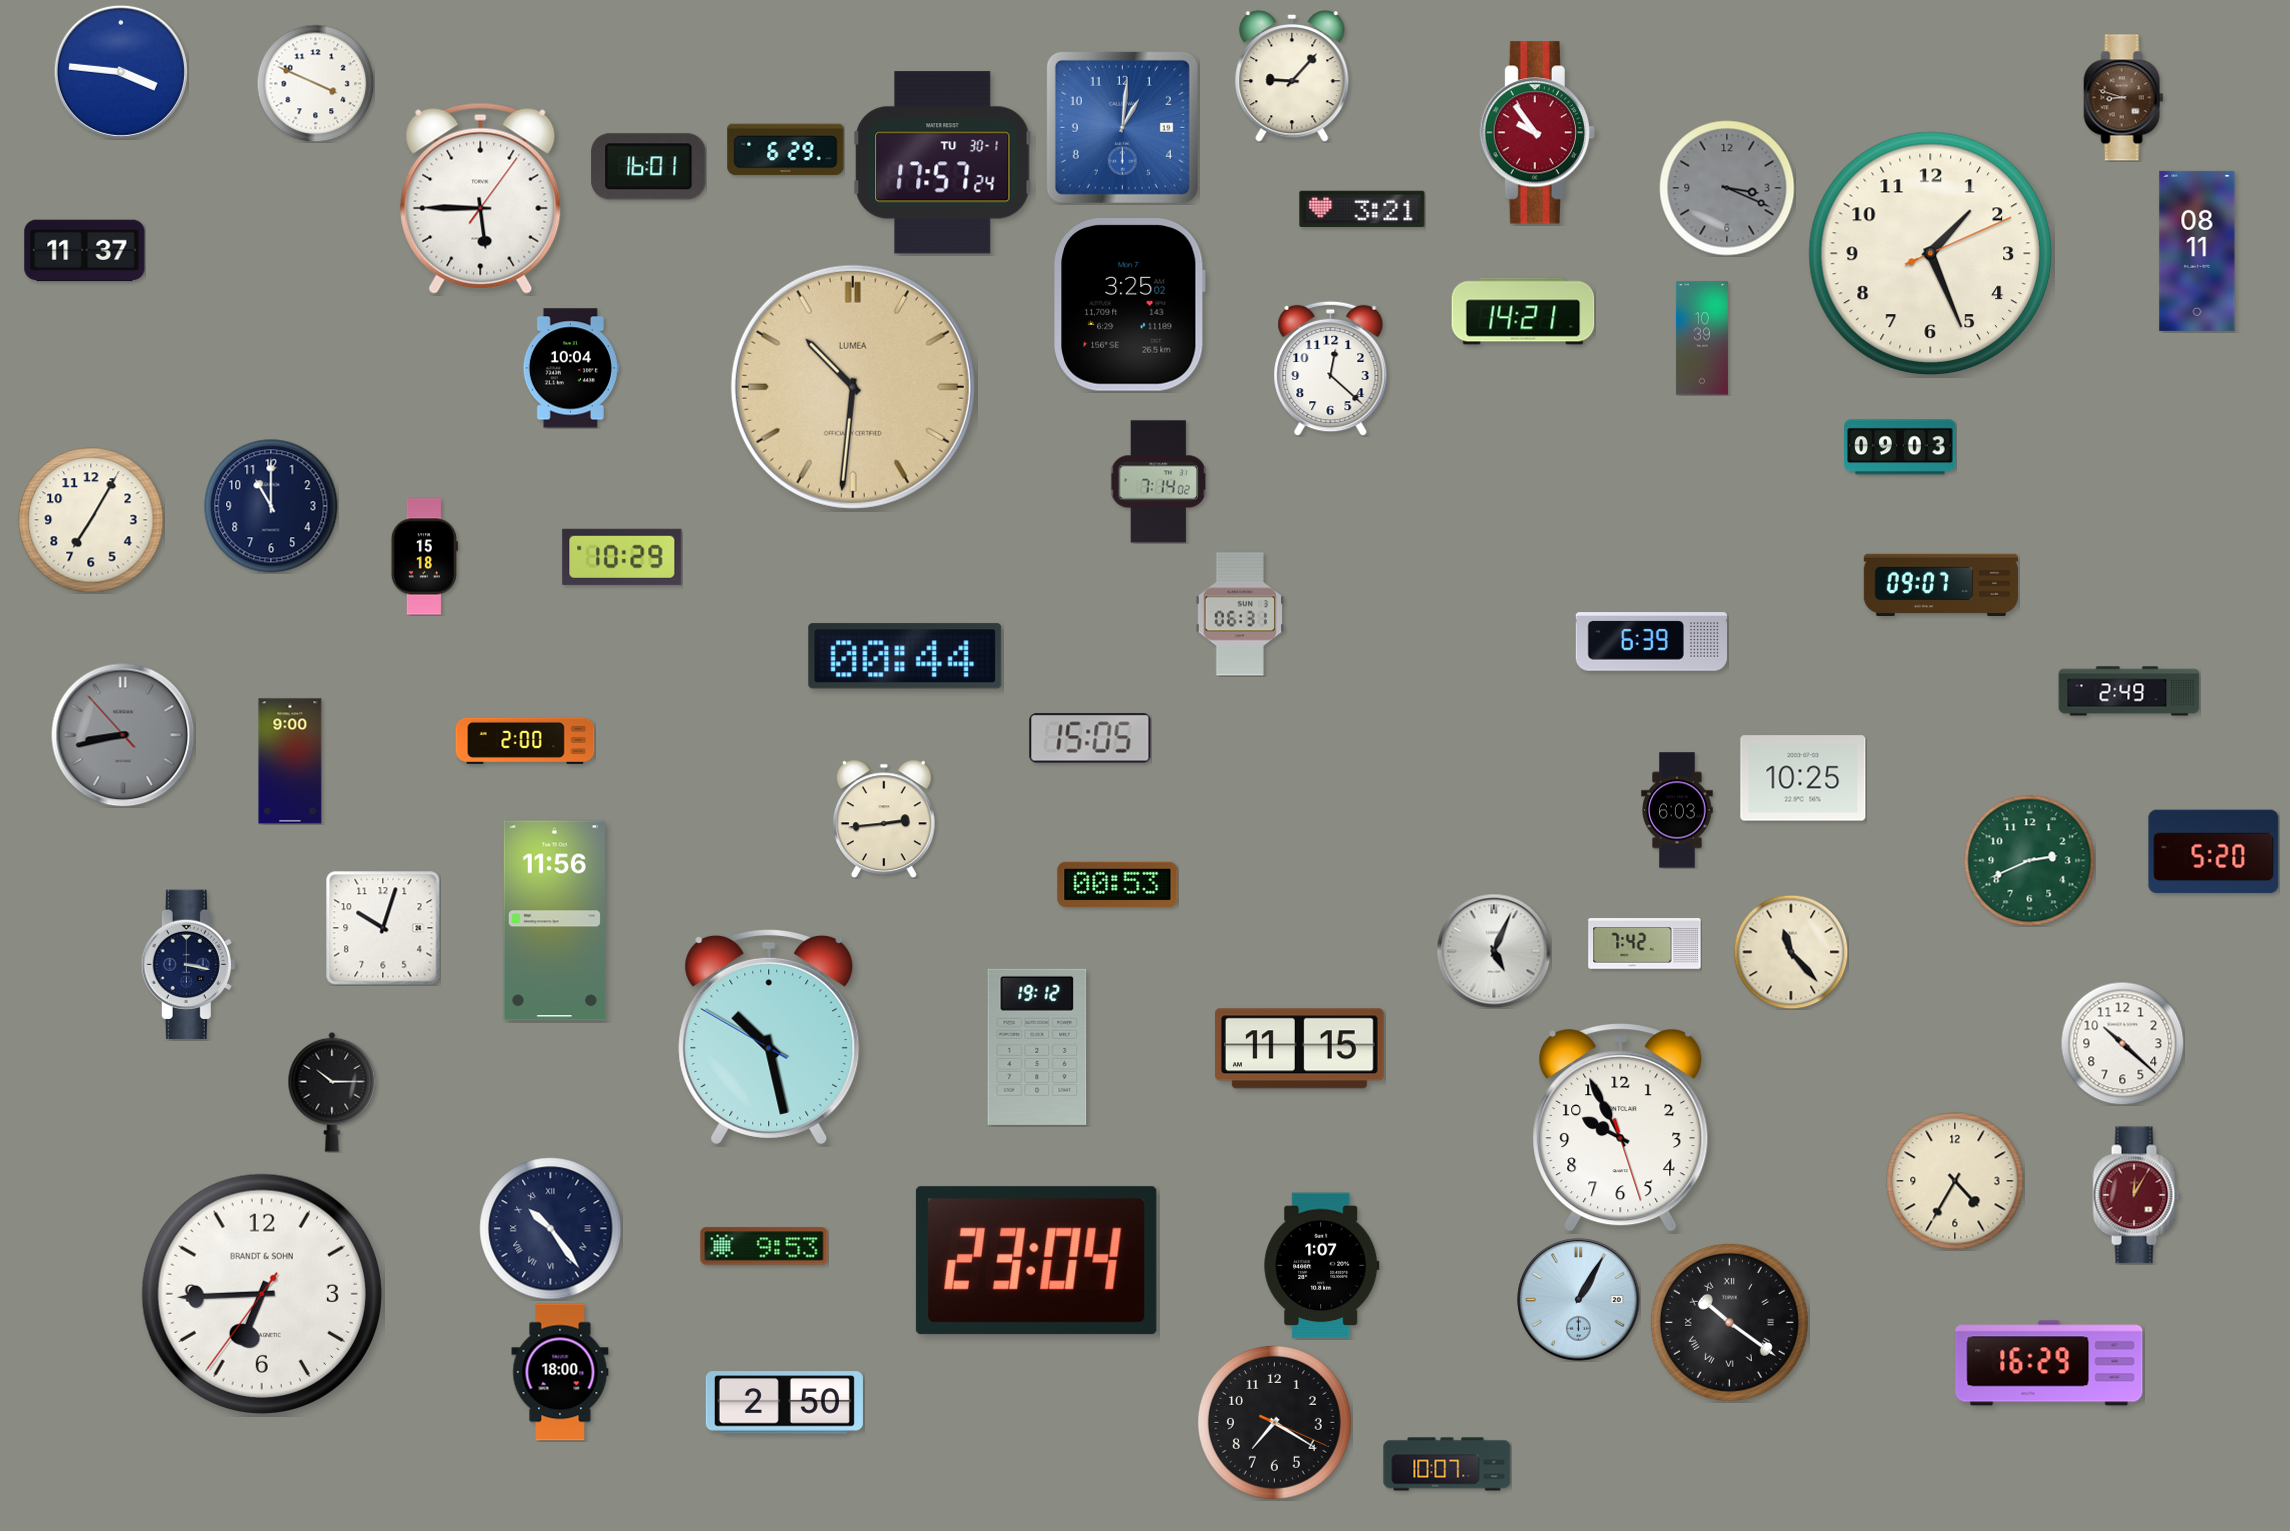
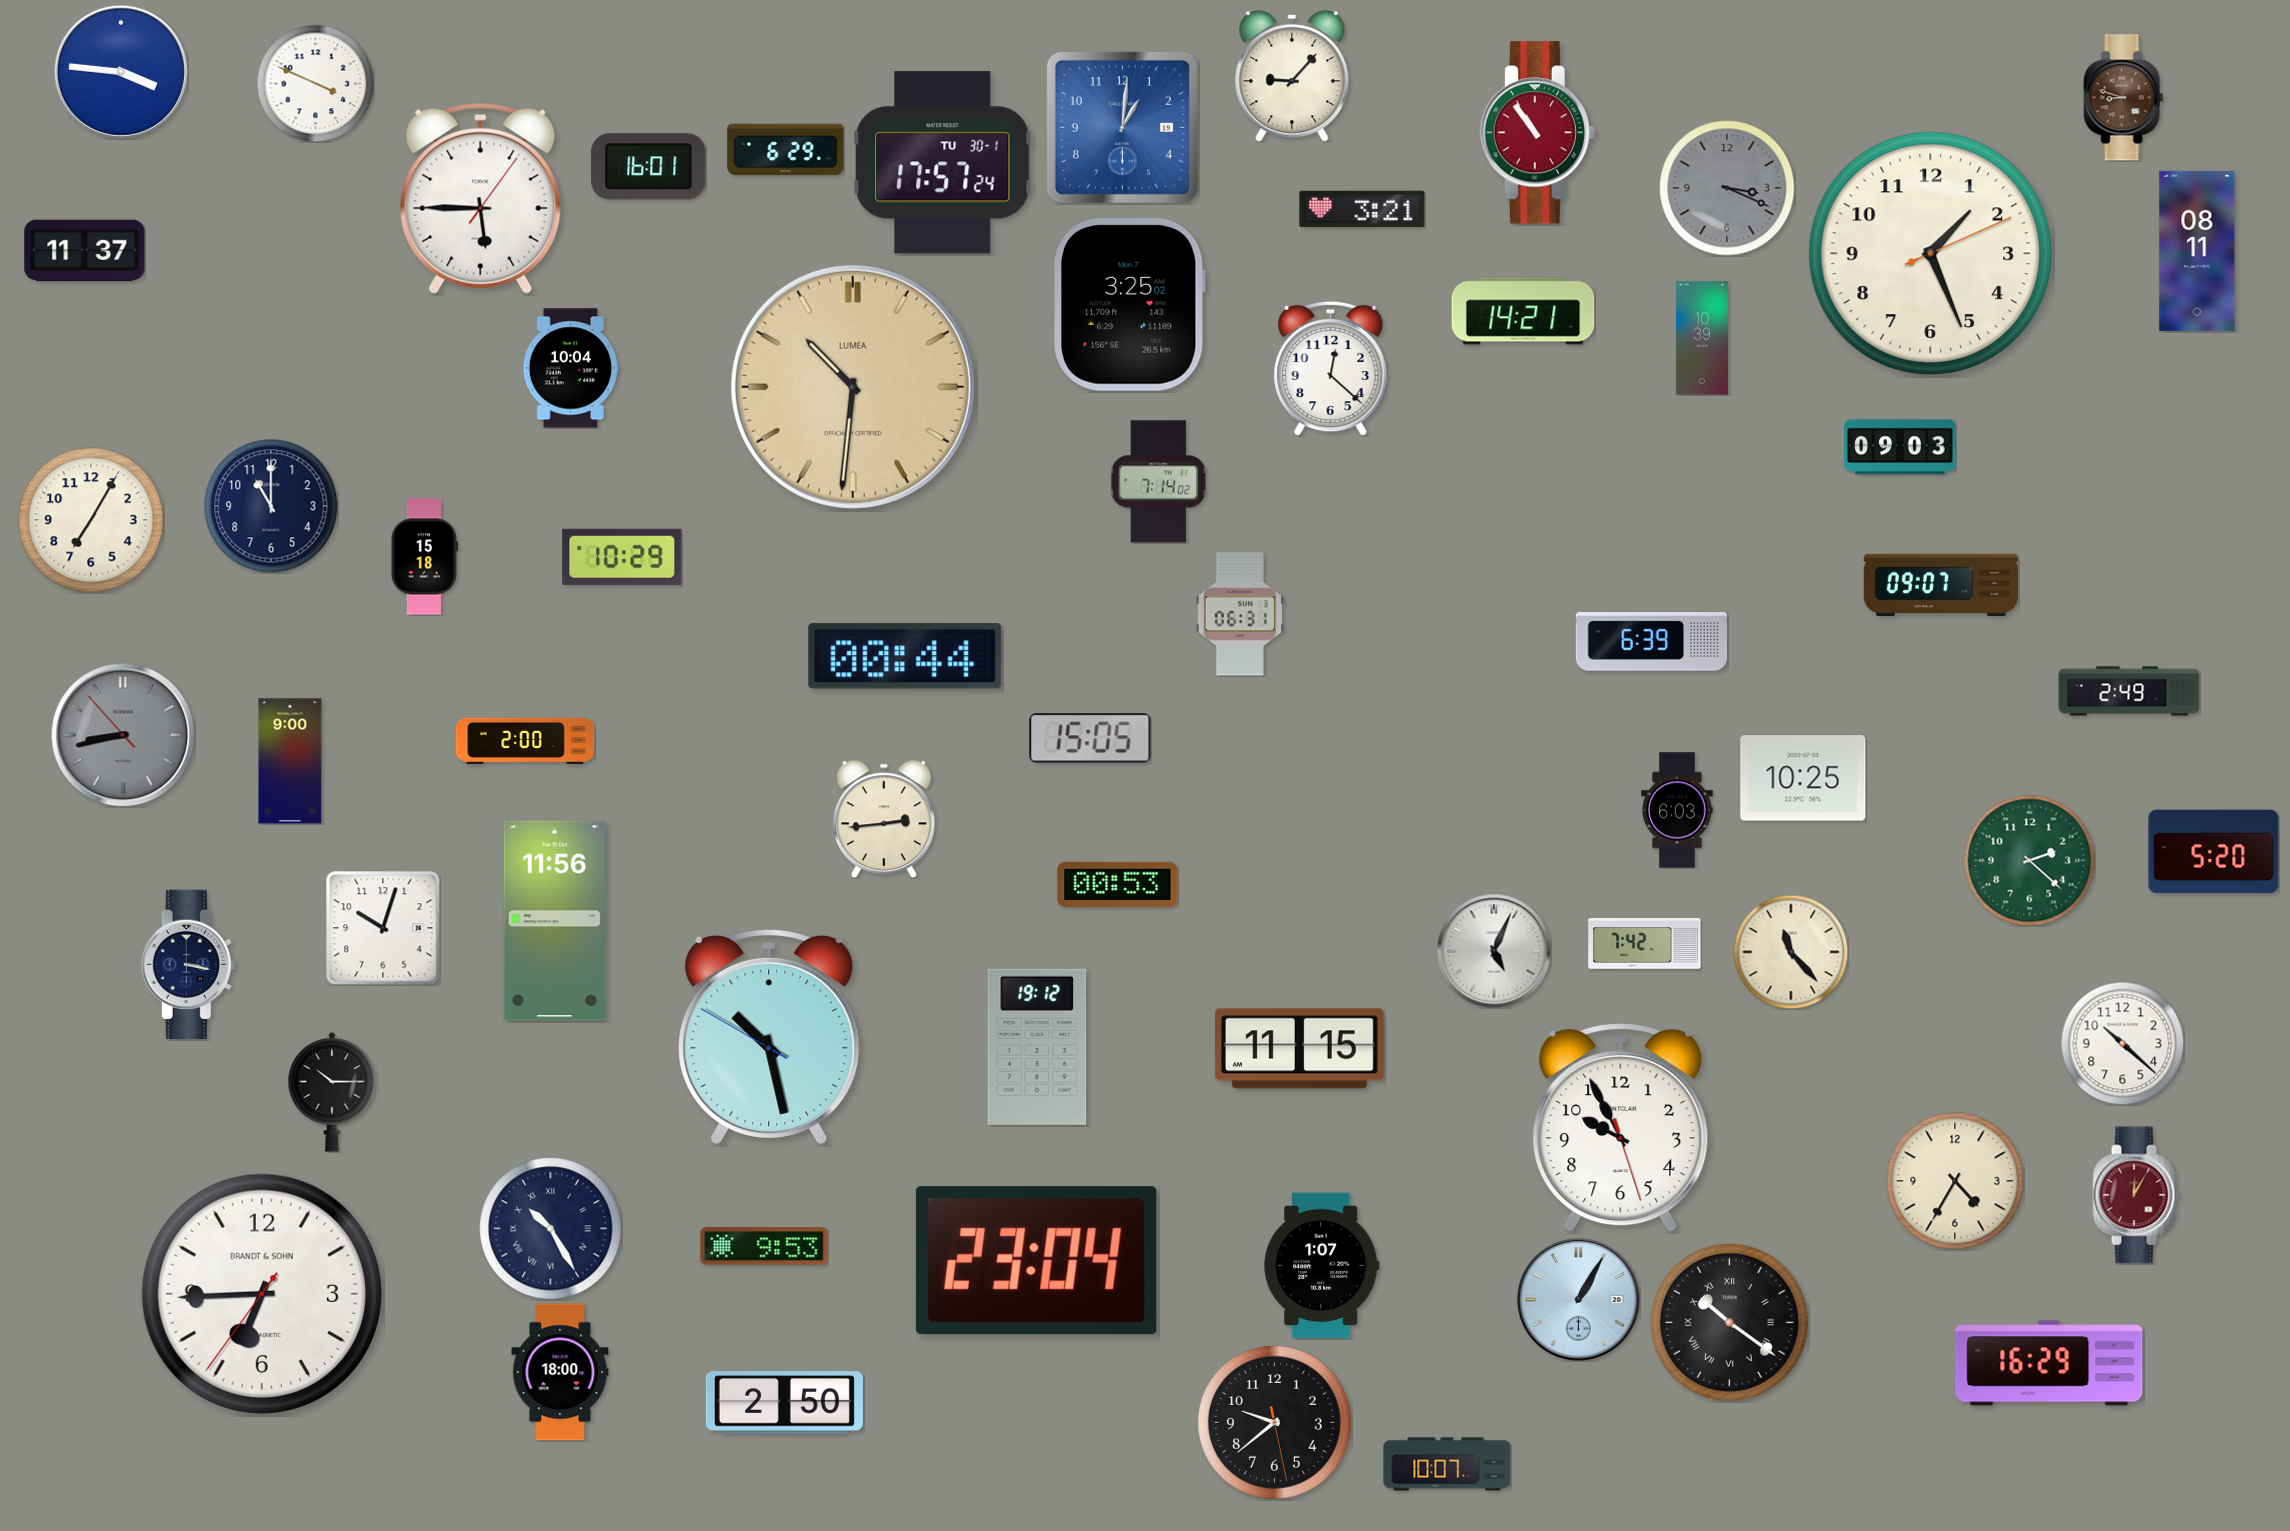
clock at (1537, 133): 9:54 -> 10:54
clock at (2030, 861): 2:41 -> 2:22
clock at (551, 1229): 10:24 -> 10:25
clock at (1274, 1422): 7:20 -> 9:38
